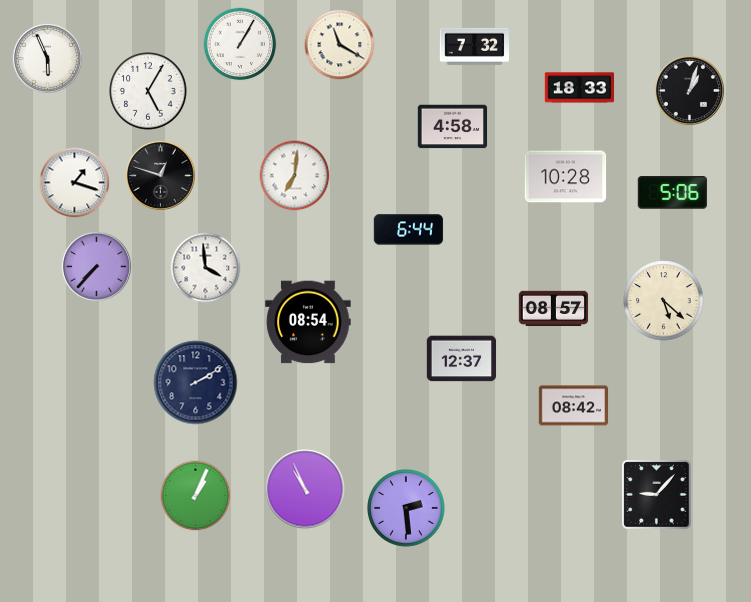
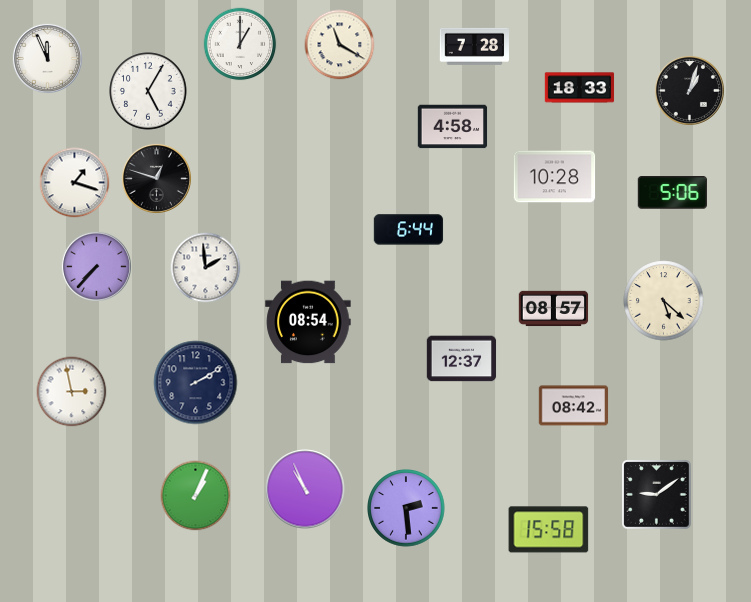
clock at (240, 44): 1:05 -> 1:00
clock at (475, 46): 7:32 -> 7:28
clock at (47, 58): 5:56 -> 11:56
clock at (160, 175) position: (160, 175) -> (156, 178)
clock at (295, 176): 7:01 -> none
clock at (566, 177) position: (566, 177) -> (555, 177)
clock at (206, 268): 3:59 -> 1:59
clock at (72, 392): none -> 2:58
clock at (657, 495): 9:07 -> 9:09
clock at (549, 530): none -> 15:58
